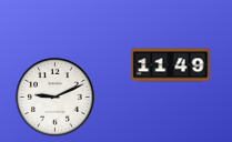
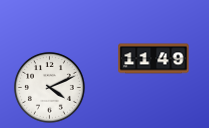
clock at (54, 97): 9:11 -> 4:11
